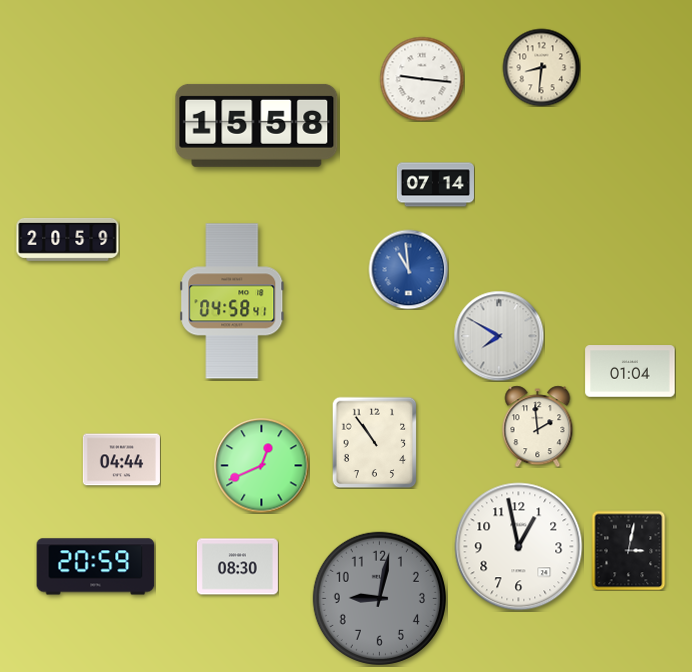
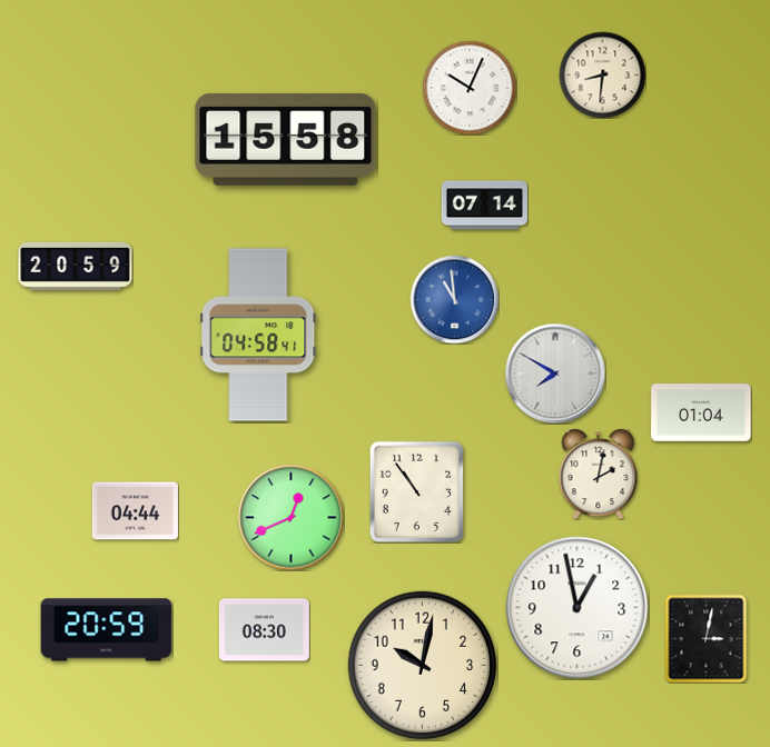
clock at (422, 79): 9:16 -> 10:04
clock at (538, 426): 1:59 -> 2:02
clock at (629, 550) position: (629, 550) -> (707, 638)
clock at (379, 598): 9:02 -> 10:02
clock at (379, 598) dial: grey -> cream
